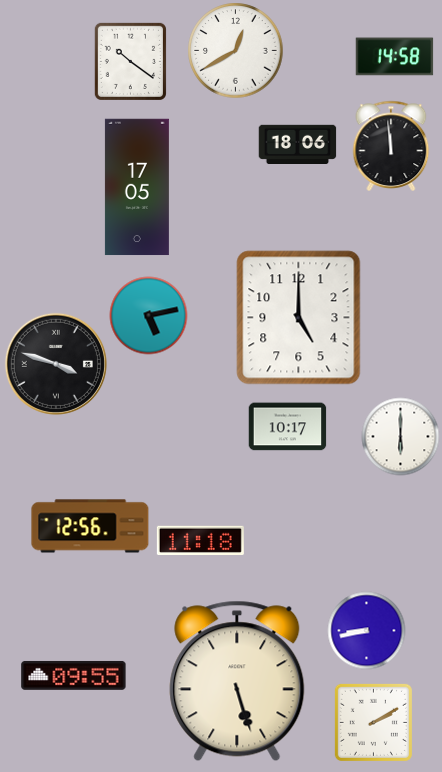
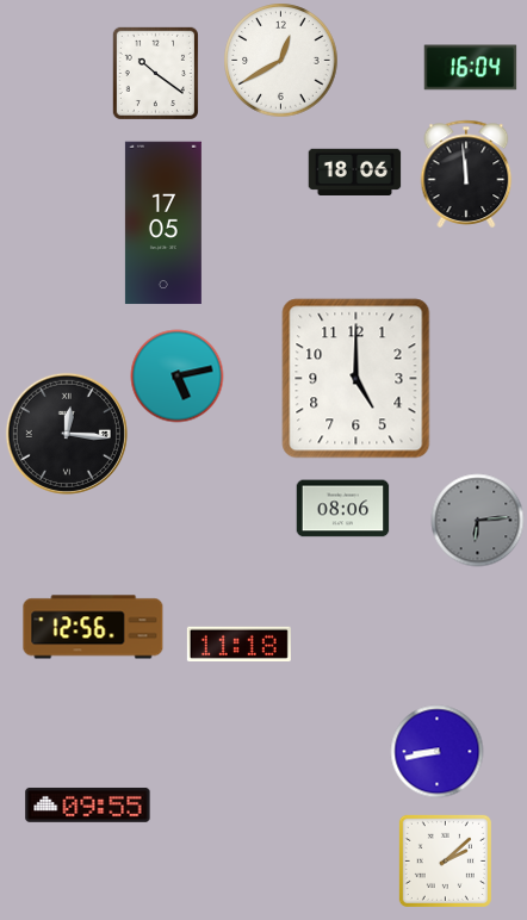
clock at (394, 57): 14:58 -> 16:04
clock at (56, 364): 3:48 -> 12:16
clock at (287, 427): 10:17 -> 08:06
clock at (400, 436): 6:00 -> 6:14
clock at (400, 436) dial: white -> grey
clock at (90, 526) position: (90, 526) -> (93, 627)
clock at (237, 681): 5:27 -> none
clock at (373, 722): 2:10 -> 2:08
